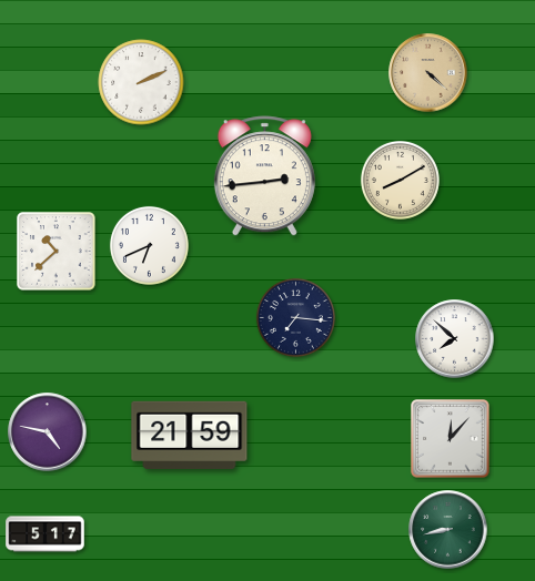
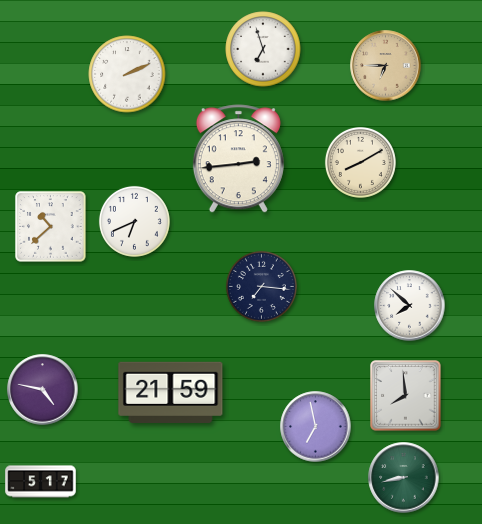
clock at (263, 49): none -> 6:57
clock at (428, 73): 4:22 -> 6:45
clock at (295, 317) position: (295, 317) -> (261, 286)
clock at (451, 439): 12:07 -> 7:59
clock at (316, 427): none -> 6:58
